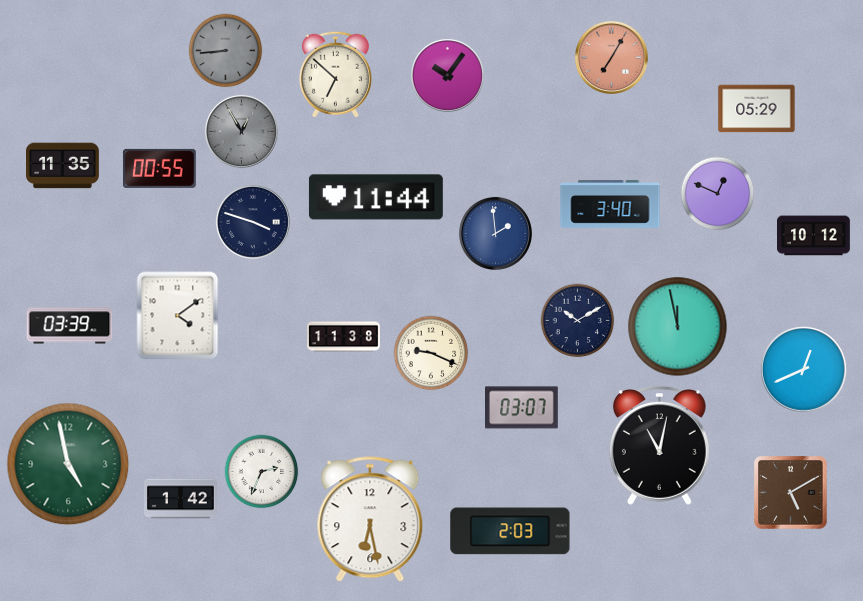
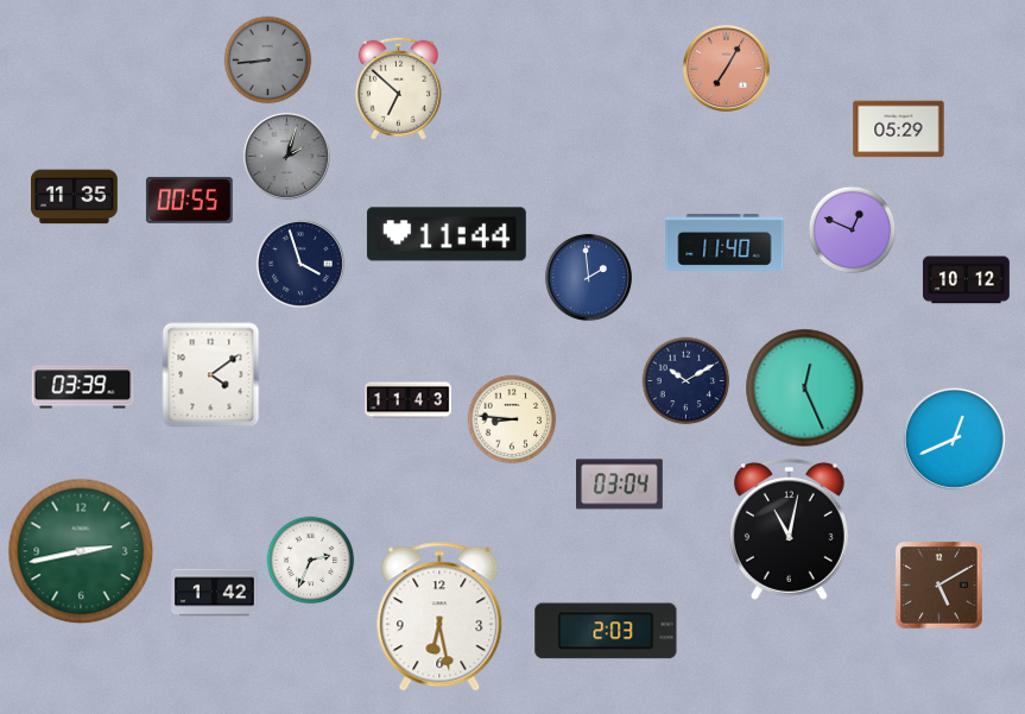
clock at (447, 75): 10:06 -> none
clock at (241, 131): 12:55 -> 2:03
clock at (610, 204): 3:40 -> 11:40
clock at (253, 222): 3:48 -> 3:57
clock at (678, 327): 11:58 -> 12:26
clock at (344, 337): 11:38 -> 11:43
clock at (431, 353): 9:19 -> 8:46
clock at (522, 408): 03:07 -> 03:04
clock at (659, 446) position: (659, 446) -> (789, 530)
clock at (68, 464): 4:58 -> 2:43
